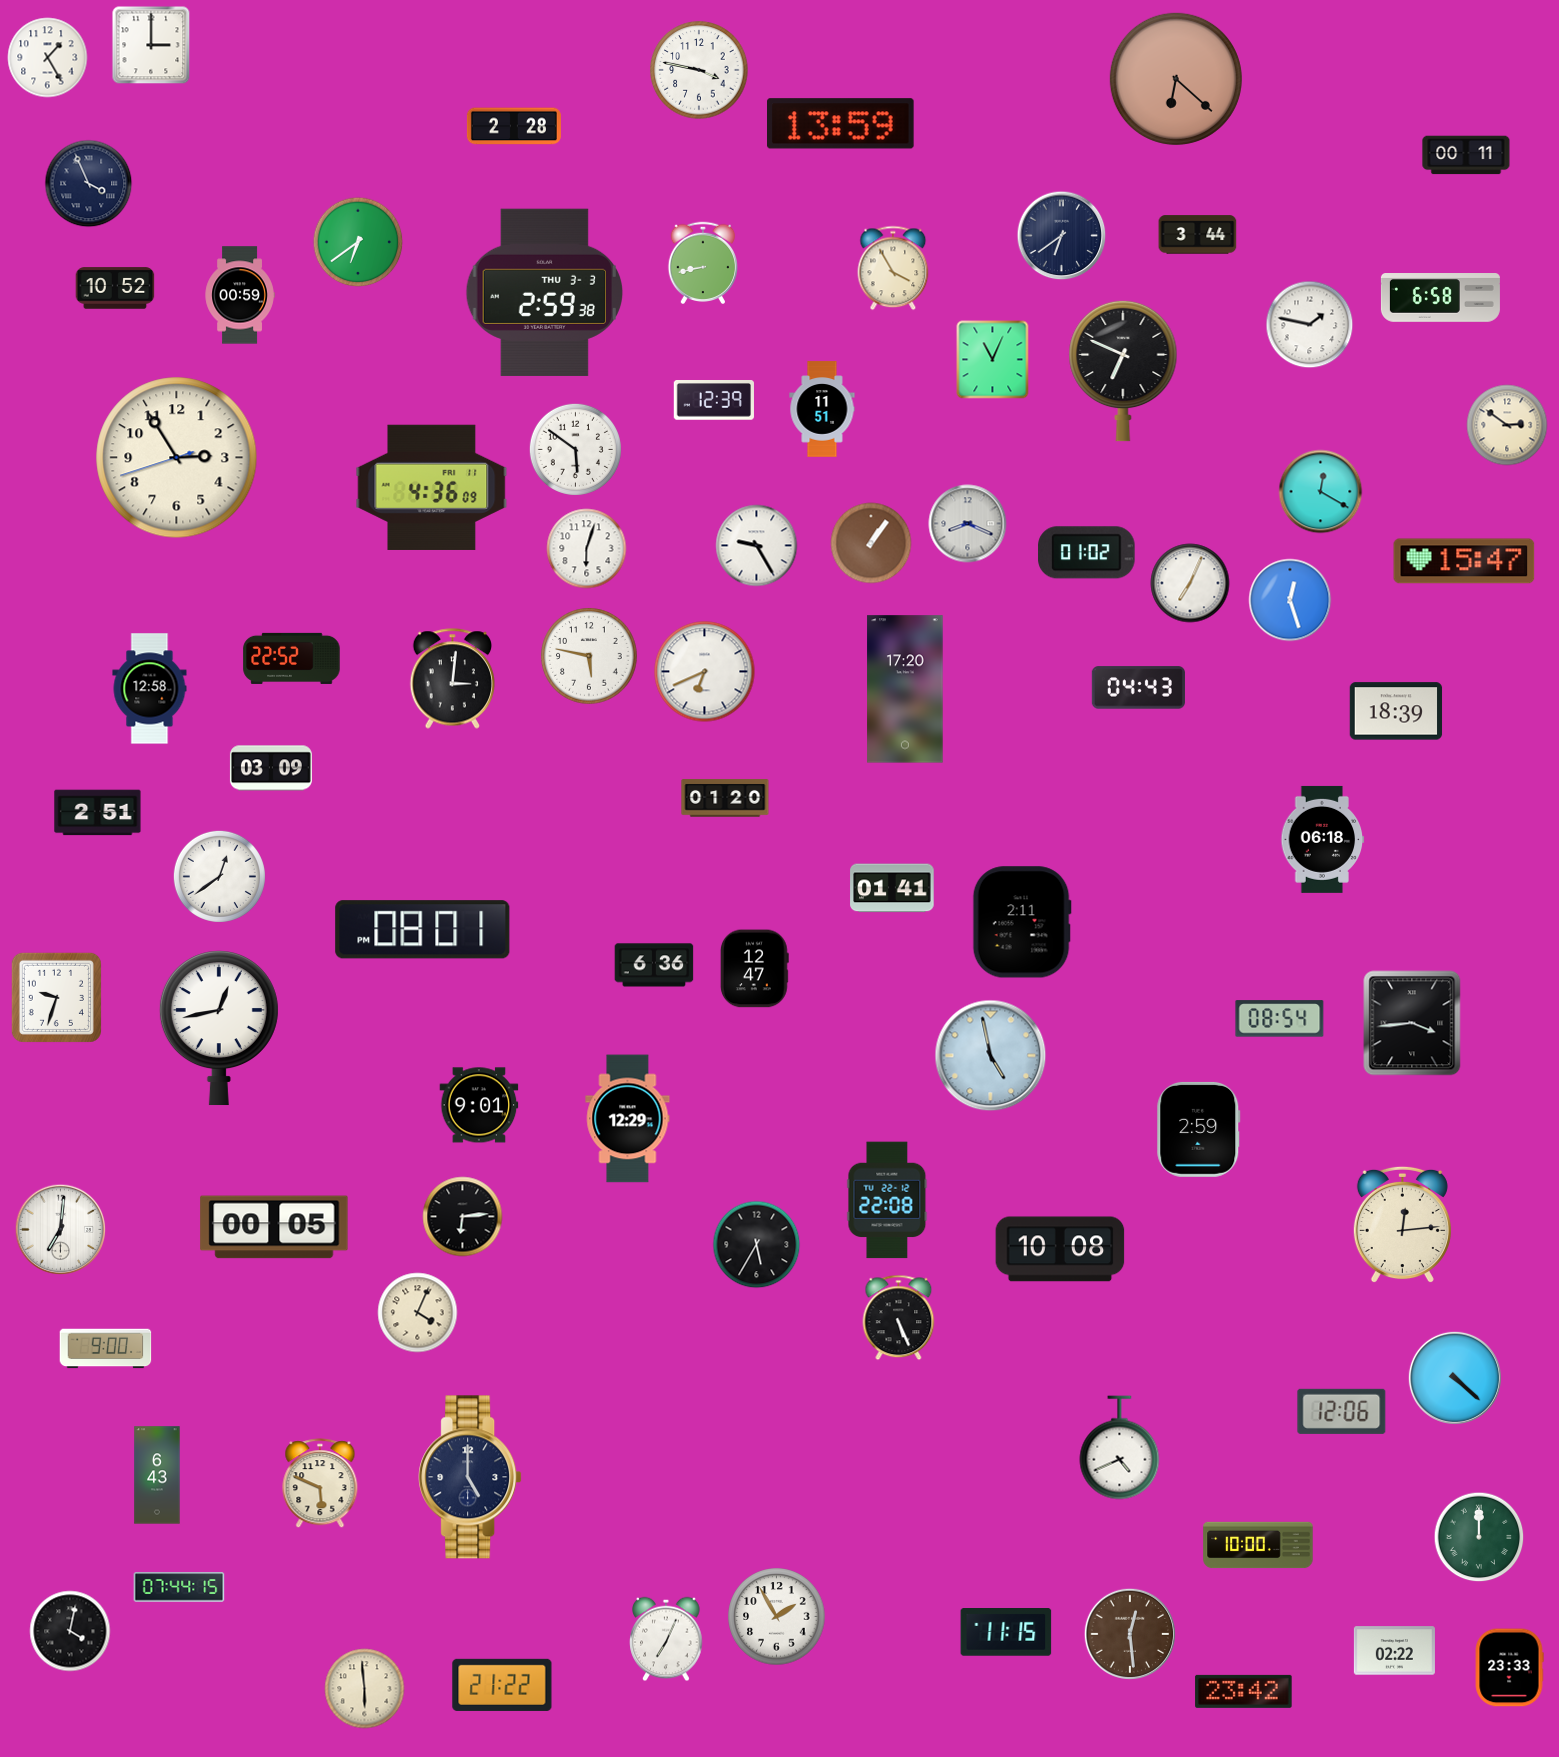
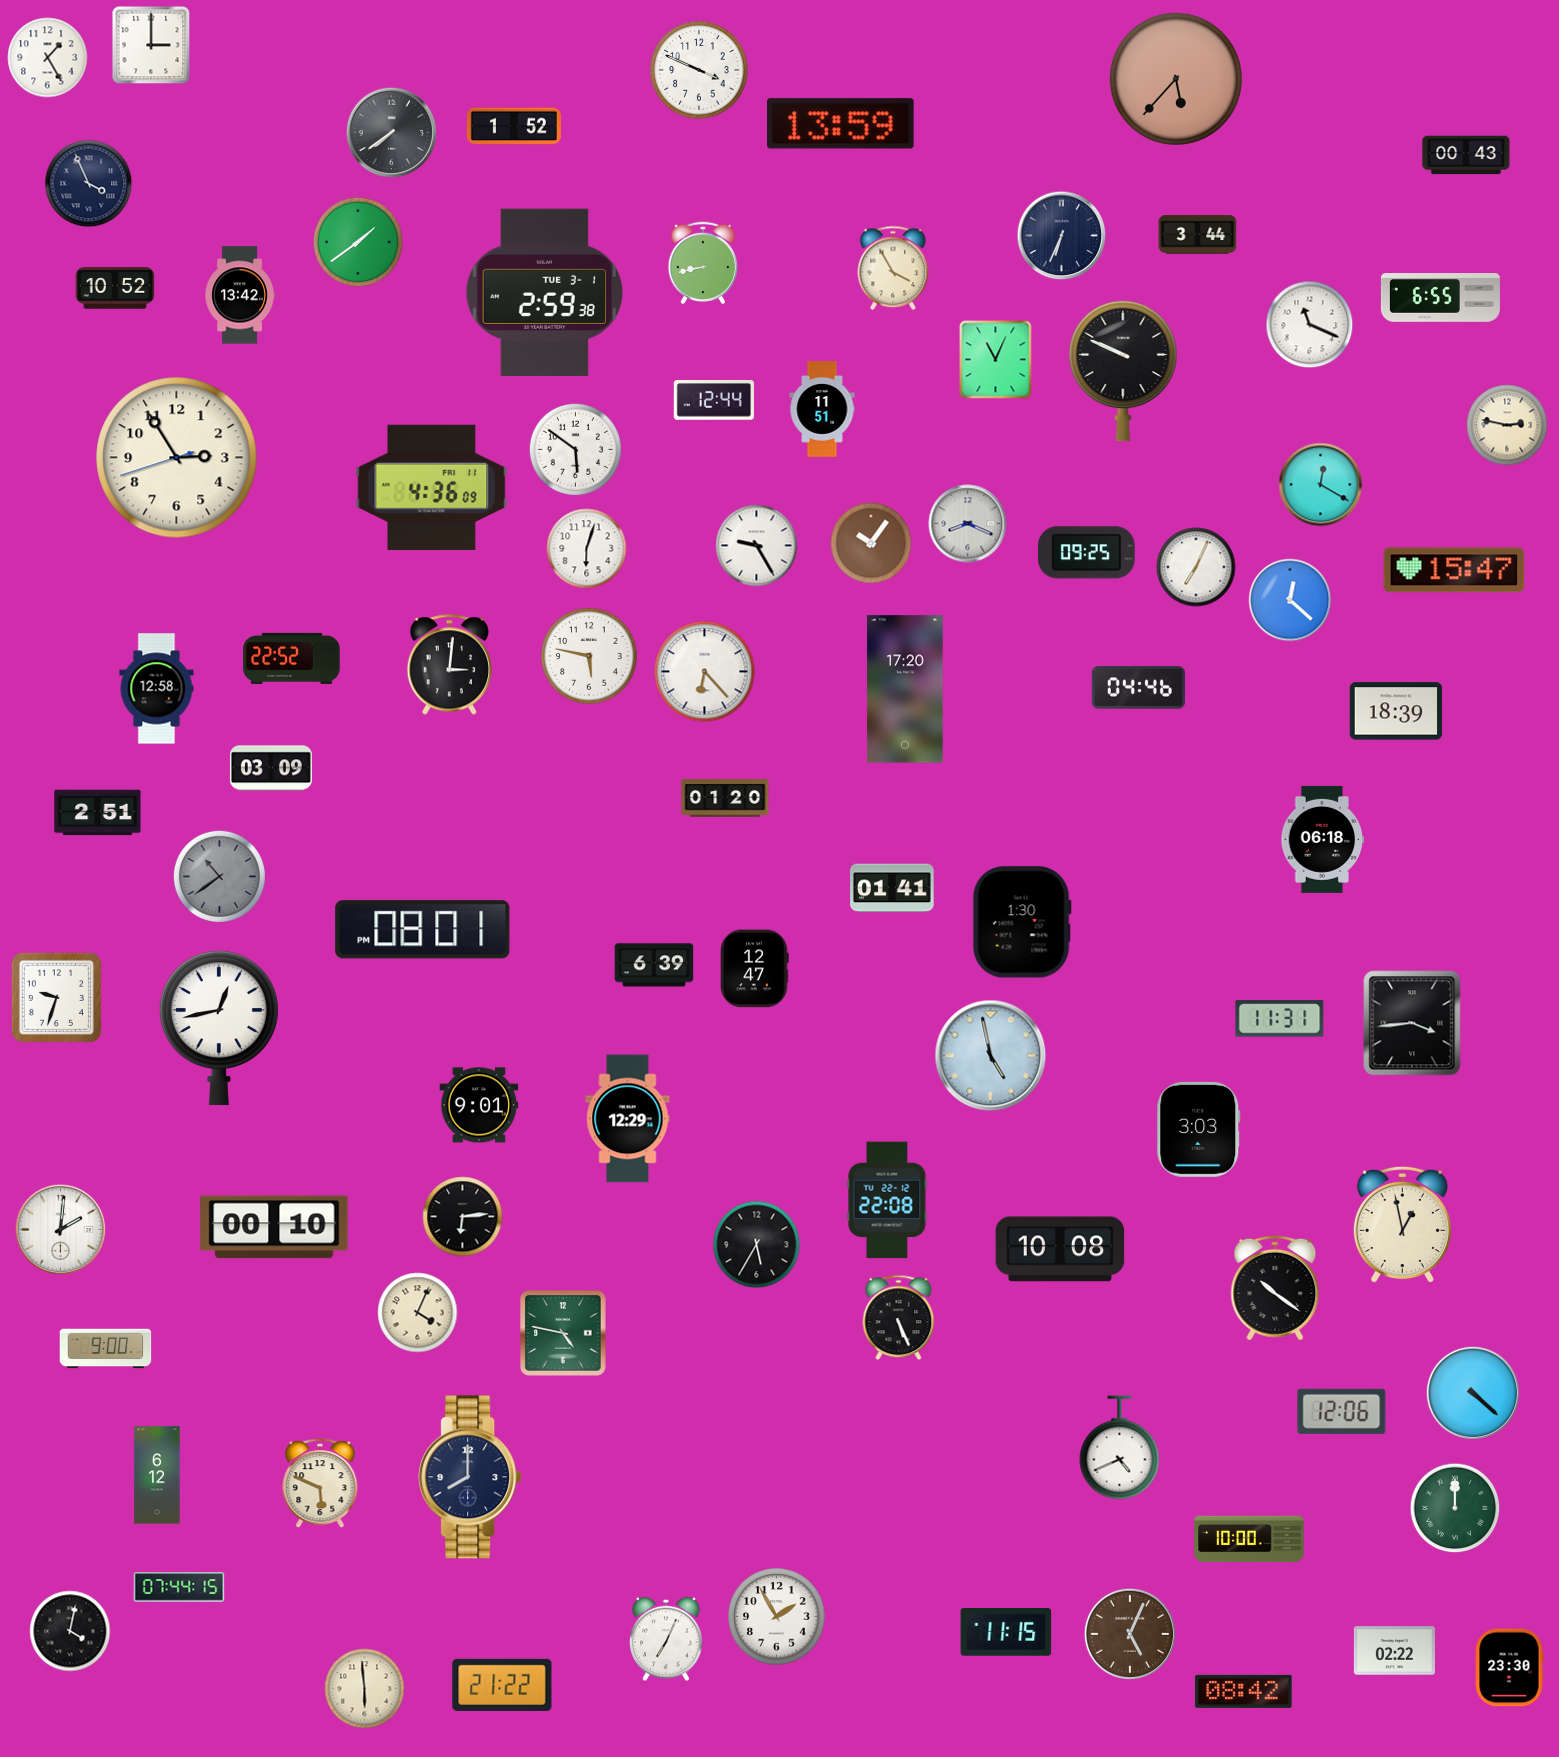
clock at (699, 70): 3:47 -> 3:49
clock at (1176, 79): 6:22 -> 5:37
clock at (514, 126): 2:28 -> 1:52
clock at (392, 133): none -> 7:39
clock at (1466, 155): 00:11 -> 00:43
clock at (1062, 236): 6:39 -> 6:34
clock at (358, 242): 6:39 -> 1:39
clock at (544, 292) date: THU 3-3 -> TUE 3-1
clock at (240, 295): 00:59 -> 13:42
clock at (1440, 298): 6:58 -> 6:55
clock at (1310, 325): 1:47 -> 11:19
clock at (993, 360) position: (993, 360) -> (996, 360)
clock at (1123, 371): 6:49 -> 9:49
clock at (714, 400): 12:39 -> 12:44
clock at (1507, 425): 2:51 -> 2:47
clock at (1321, 492) position: (1321, 492) -> (1321, 485)
clock at (871, 543): 1:06 -> 10:06
clock at (1087, 553): 01:02 -> 09:25
clock at (1464, 561) position: (1464, 561) -> (1454, 570)
clock at (1190, 583) position: (1190, 583) -> (1196, 567)
clock at (1290, 600): 12:27 -> 12:22
clock at (705, 672): 6:41 -> 6:23
clock at (453, 679) position: (453, 679) -> (450, 665)
clock at (1138, 688): 04:43 -> 04:46
clock at (150, 689) position: (150, 689) -> (157, 689)
clock at (219, 876): 12:39 -> 10:39
clock at (219, 876) dial: white -> grey
clock at (1022, 922): 2:11 -> 1:30
clock at (654, 965): 6:36 -> 6:39
clock at (1280, 1019): 08:54 -> 11:31
clock at (1199, 1129): 2:59 -> 3:03
clock at (1402, 1225): 12:14 -> 12:58
clock at (274, 1227): 00:05 -> 00:10
clock at (61, 1230): 7:01 -> 2:01
clock at (1275, 1288): none -> 10:21
clock at (563, 1333): none -> 4:47
clock at (1455, 1378) position: (1455, 1378) -> (1473, 1393)
clock at (157, 1475): 6:43 -> 6:12
clock at (470, 1477): 5:00 -> 8:00
clock at (1479, 1537) position: (1479, 1537) -> (1455, 1508)
clock at (1258, 1545) position: (1258, 1545) -> (1249, 1539)
clock at (1129, 1633): 12:29 -> 5:04
clock at (1509, 1668): 23:33 -> 23:30
clock at (1244, 1691): 23:42 -> 08:42
